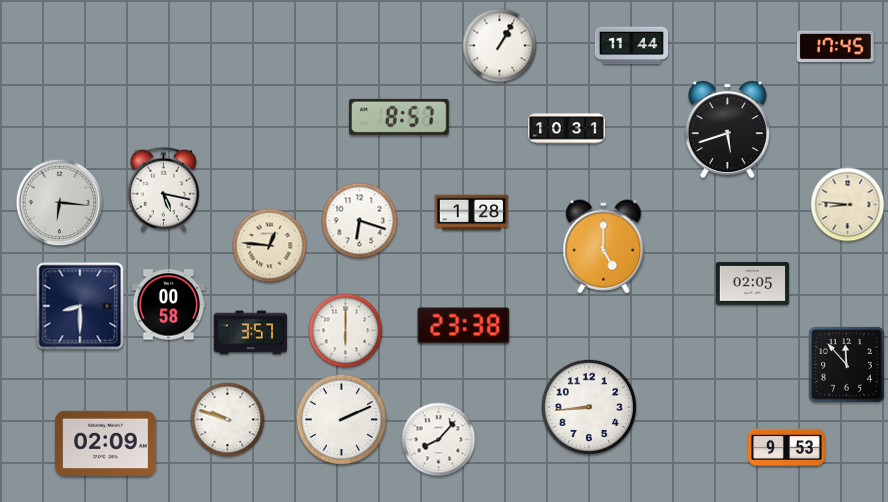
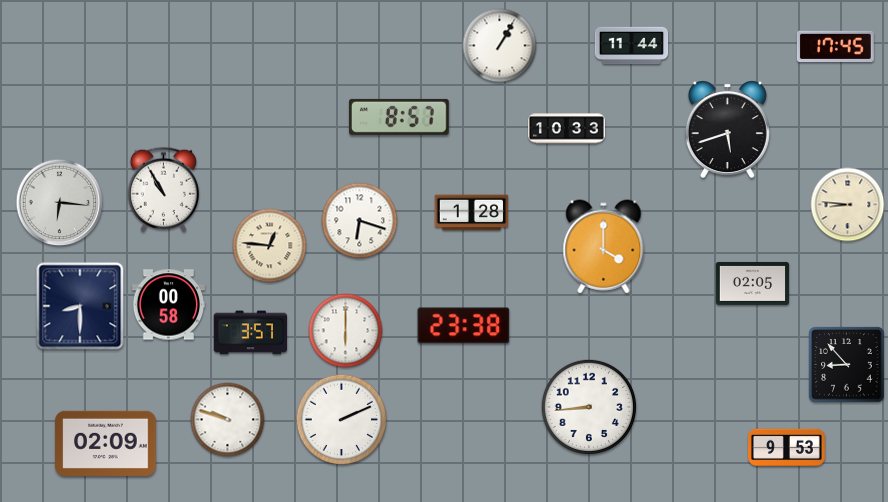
clock at (567, 129): 10:31 -> 10:33
clock at (163, 189): 5:17 -> 10:55
clock at (604, 247): 5:00 -> 4:00
clock at (847, 365): 11:53 -> 8:53
clock at (439, 440): 8:07 -> none
